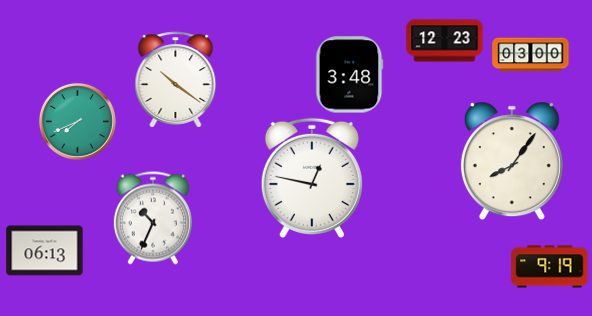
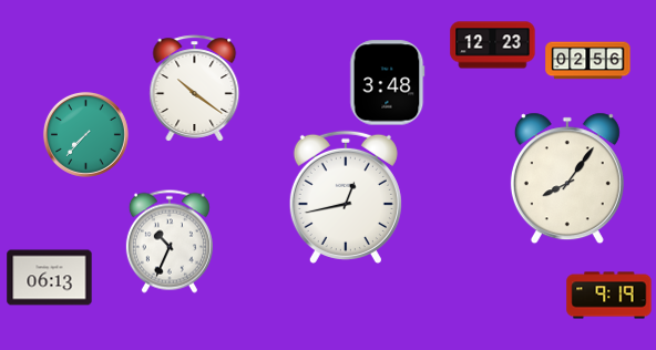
clock at (531, 55): 03:00 -> 02:56
clock at (77, 121): 7:41 -> 7:37
clock at (312, 178): 12:47 -> 12:43
